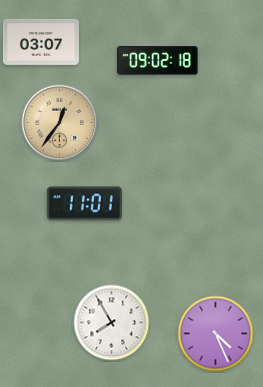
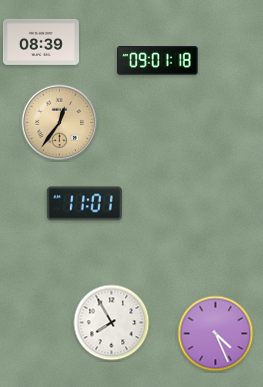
clock at (41, 42): 03:07 -> 08:39
clock at (158, 61): 09:02 -> 09:01
